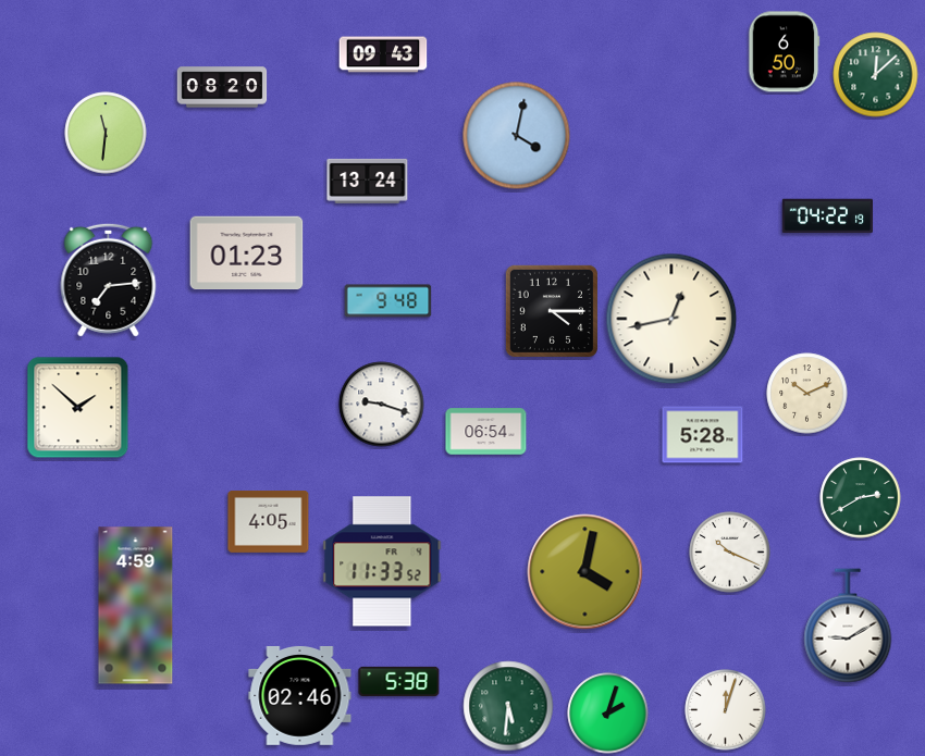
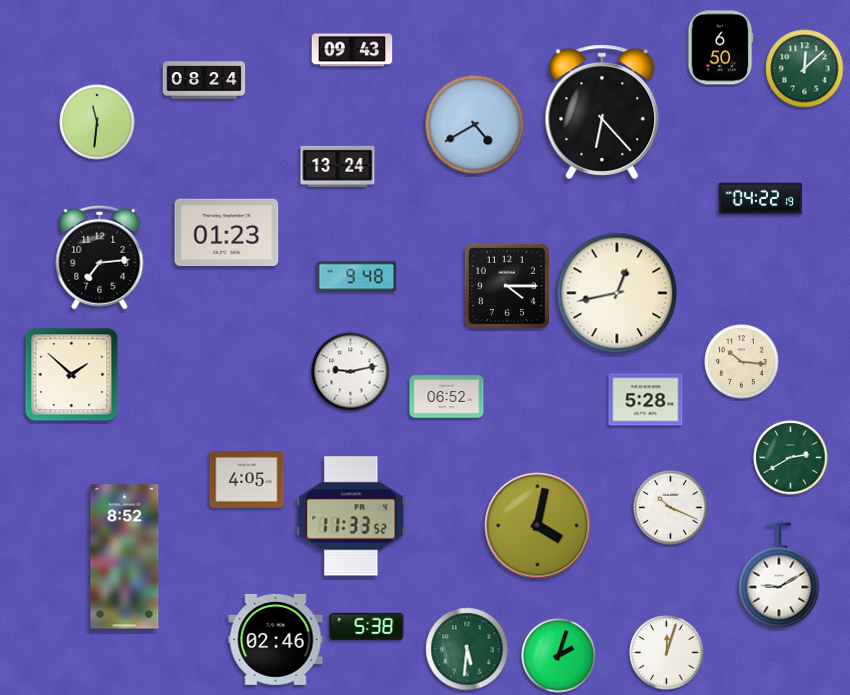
clock at (222, 87): 08:20 -> 08:24
clock at (602, 112): none -> 6:23
clock at (517, 136): 4:02 -> 4:40
clock at (807, 394): 10:11 -> 10:16
clock at (382, 405): 9:18 -> 9:13
clock at (486, 432): 06:54 -> 06:52
clock at (136, 606): 4:59 -> 8:52
